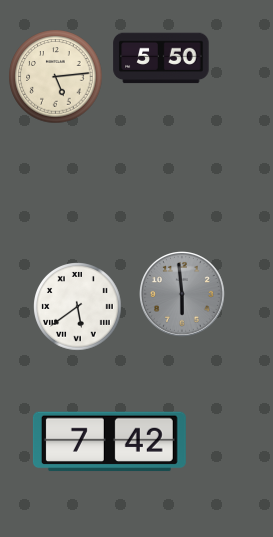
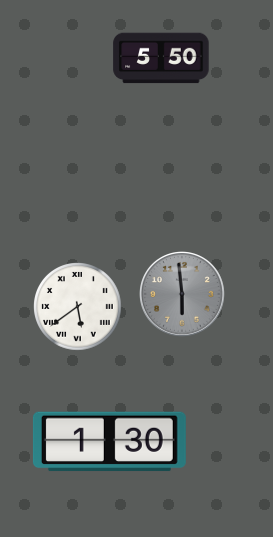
clock at (56, 77): 5:14 -> none
clock at (109, 442): 7:42 -> 1:30
